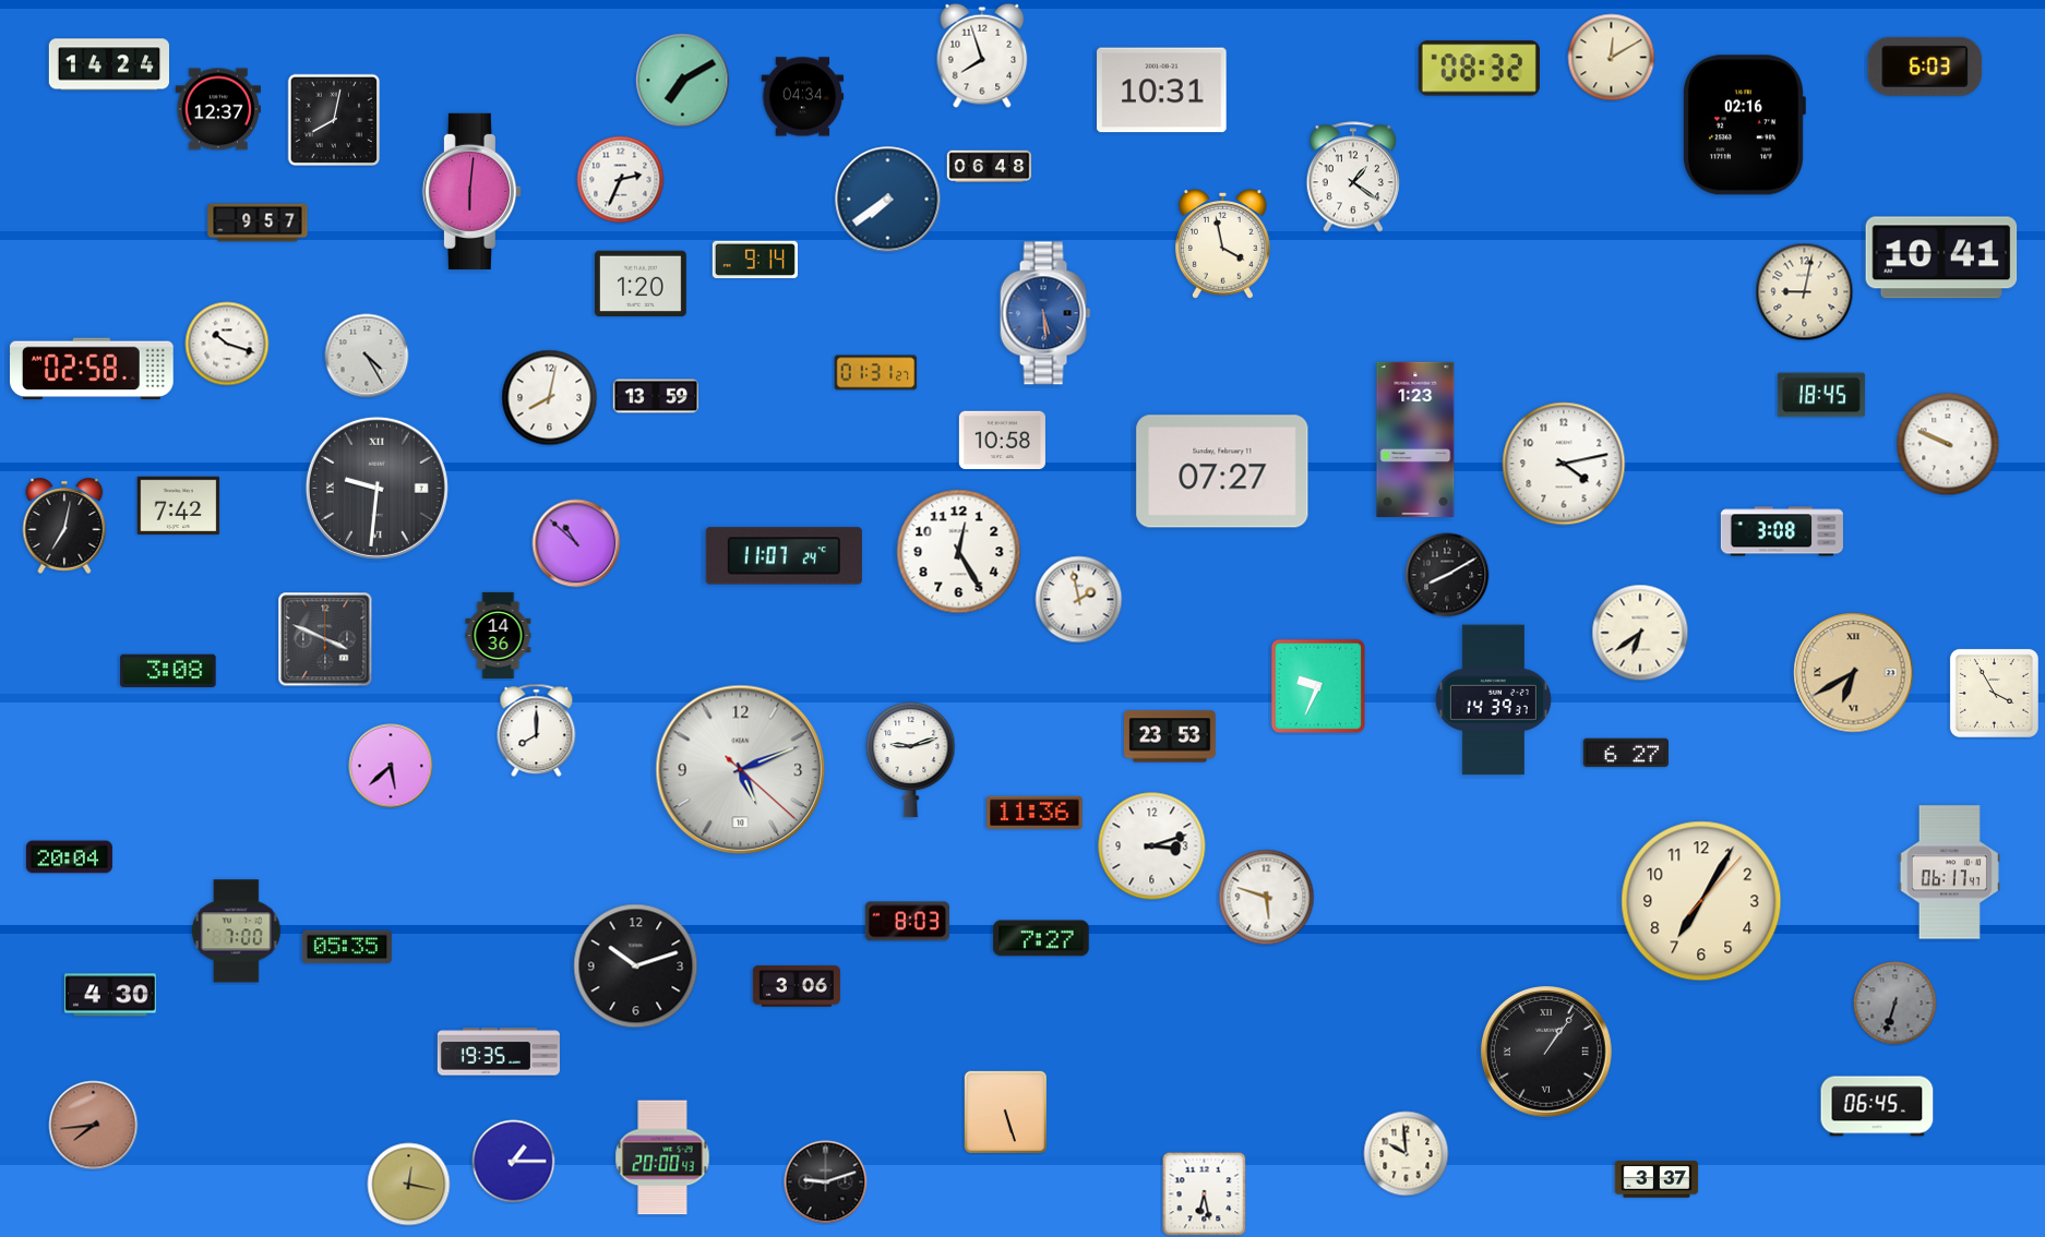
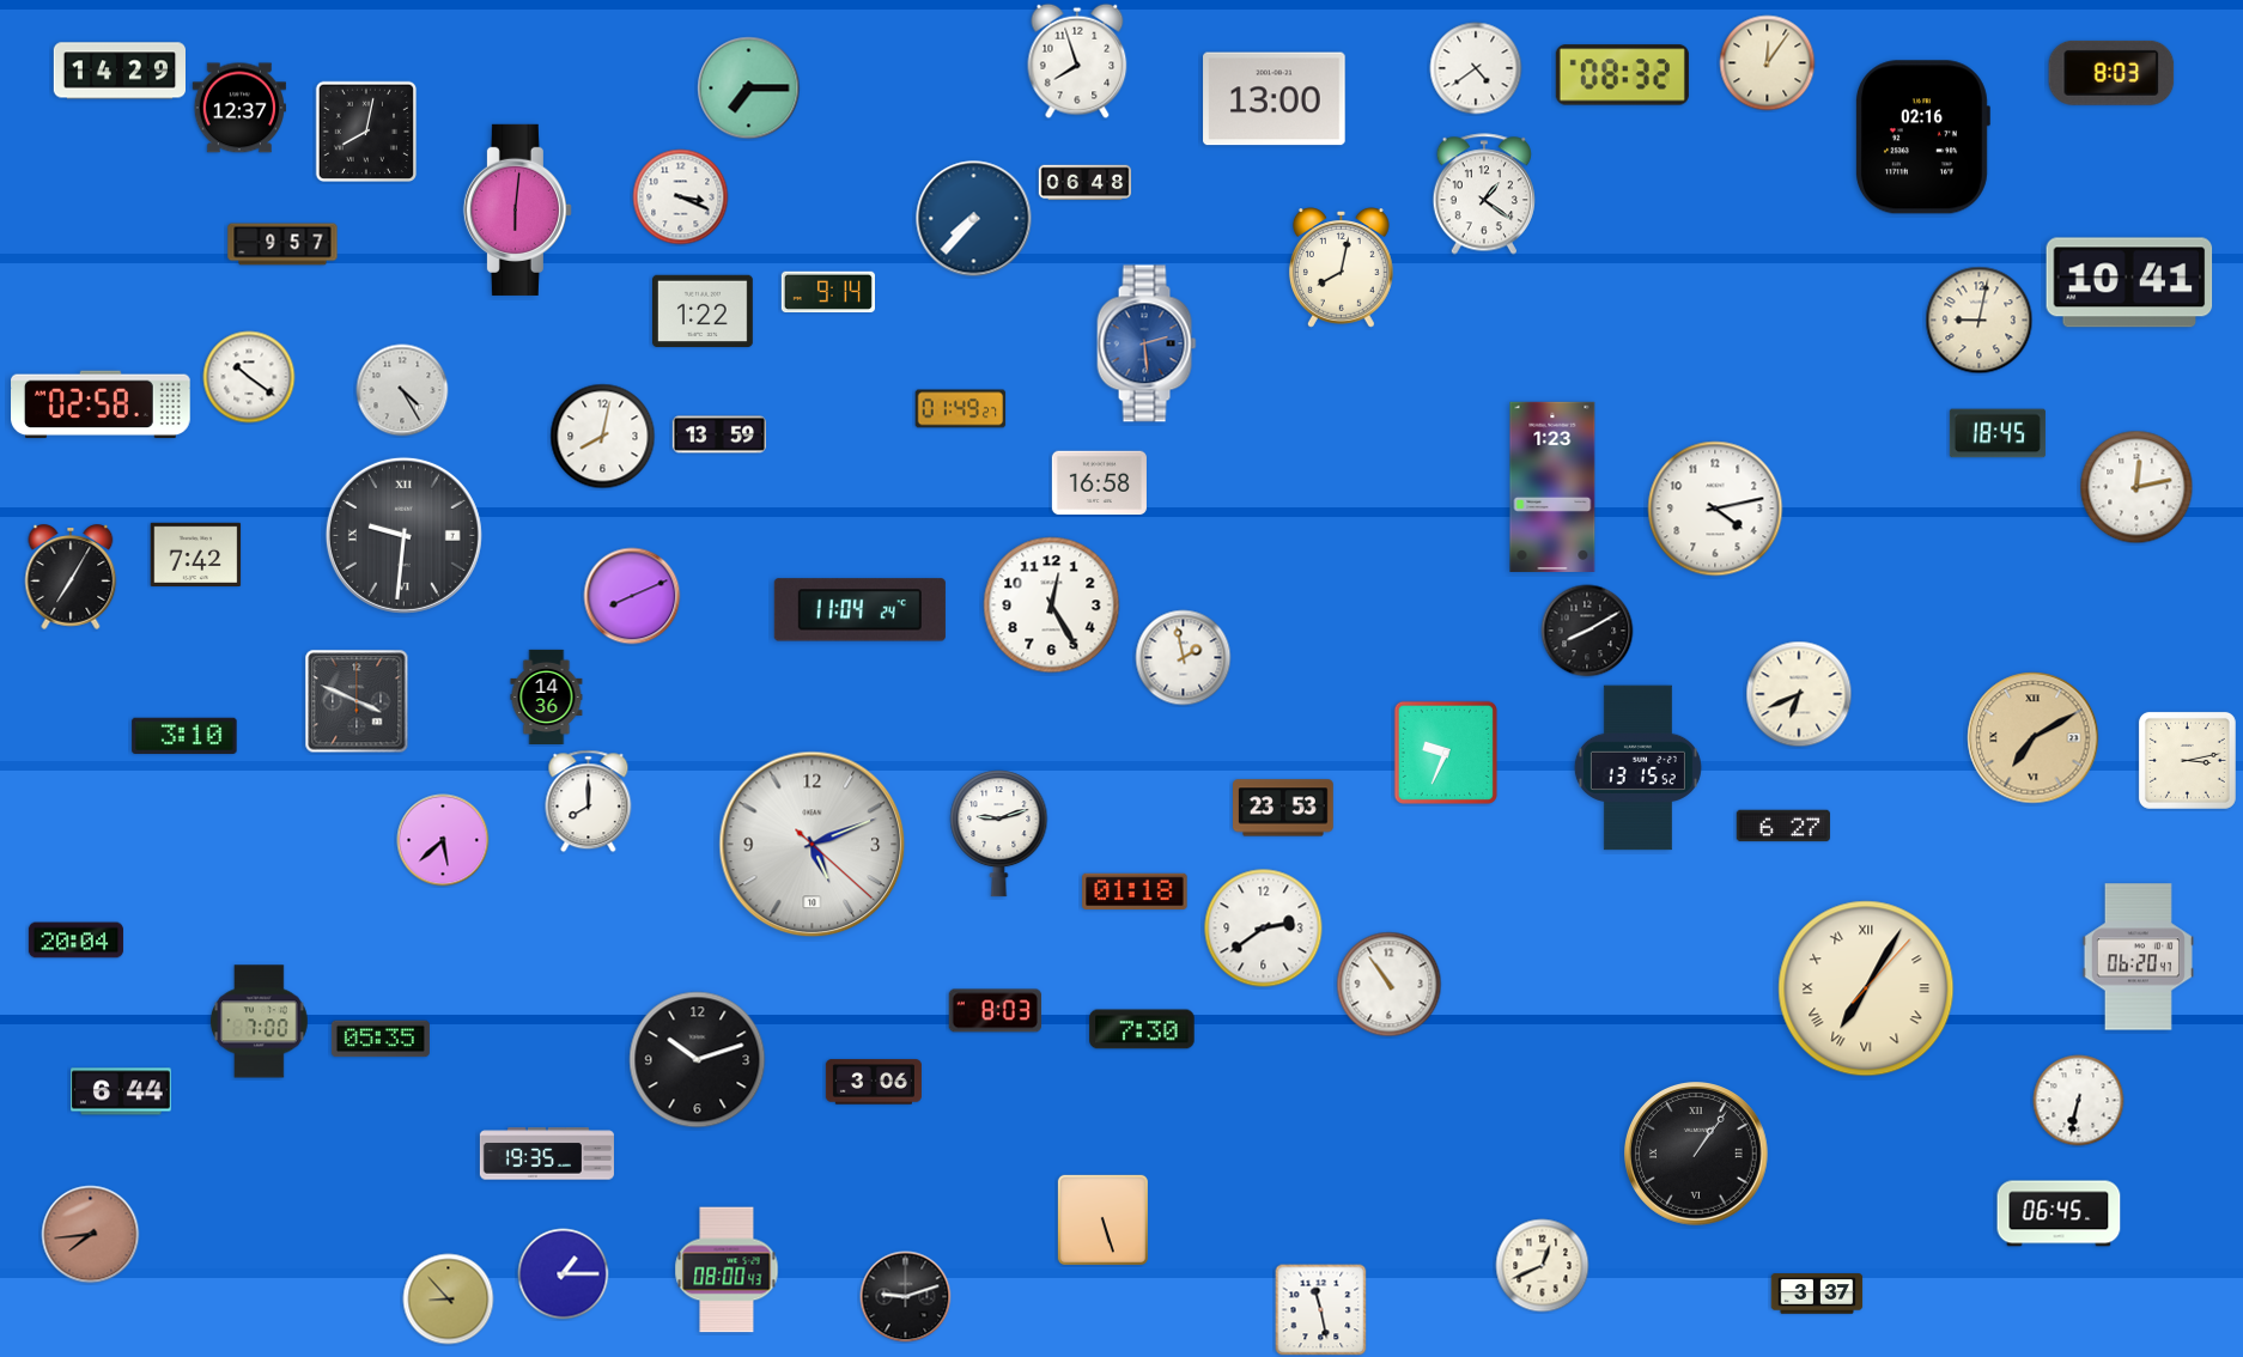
clock at (1612, 58): 12:10 -> 12:06
clock at (1476, 68): none -> 4:39
clock at (108, 64): 14:24 -> 14:29
clock at (1925, 67): 6:03 -> 8:03
clock at (683, 81): 7:10 -> 7:15
clock at (1162, 91): 10:31 -> 13:00
clock at (803, 97): 04:34 -> none
clock at (218, 109) position: (218, 109) -> (239, 108)
clock at (1744, 125) position: (1744, 125) -> (1922, 138)
clock at (621, 180): 2:34 -> 3:19
clock at (888, 200): 7:39 -> 7:37
clock at (1222, 244): 3:58 -> 8:02
clock at (754, 260) position: (754, 260) -> (827, 292)
clock at (642, 283): 1:20 -> 1:22
clock at (1045, 313): 5:29 -> 2:29
clock at (227, 344): 10:18 -> 10:21
clock at (876, 373): 01:31 -> 01:49
clock at (1415, 440) position: (1415, 440) -> (1552, 487)
clock at (1002, 441): 10:58 -> 16:58
clock at (1948, 444): 9:49 -> 12:13
clock at (1222, 471): 07:27 -> none
clock at (376, 488) position: (376, 488) -> (403, 535)
clock at (64, 526): 7:02 -> 7:05
clock at (1782, 531): 3:08 -> none
clock at (576, 543): 10:52 -> 8:11
clock at (784, 556): 11:07 -> 11:04
clock at (1640, 633): 6:39 -> 6:41
clock at (168, 670): 3:08 -> 3:10
clock at (1854, 673): 6:40 -> 7:10
clock at (1994, 693): 3:55 -> 3:13
clock at (1493, 700): 14:39 -> 13:15
clock at (391, 766) position: (391, 766) -> (443, 840)
clock at (1035, 813): 11:36 -> 01:18
clock at (1152, 846): 3:12 -> 2:39
clock at (1949, 873): 06:17 -> 06:20
clock at (1267, 898): 5:48 -> 10:54
clock at (1701, 901) numerals: Arabic -> Roman
clock at (1041, 938): 7:27 -> 7:30
clock at (111, 995): 4:30 -> 6:44
clock at (1895, 1004): 6:33 -> 6:32
clock at (1895, 1004) dial: grey -> white
clock at (94, 1126) position: (94, 1126) -> (91, 1235)
clock at (1407, 1154): 9:59 -> 12:41
clock at (662, 1157): 20:00 -> 08:00
clock at (409, 1185): 12:17 -> 8:53
clock at (1205, 1194): 6:28 -> 11:28
